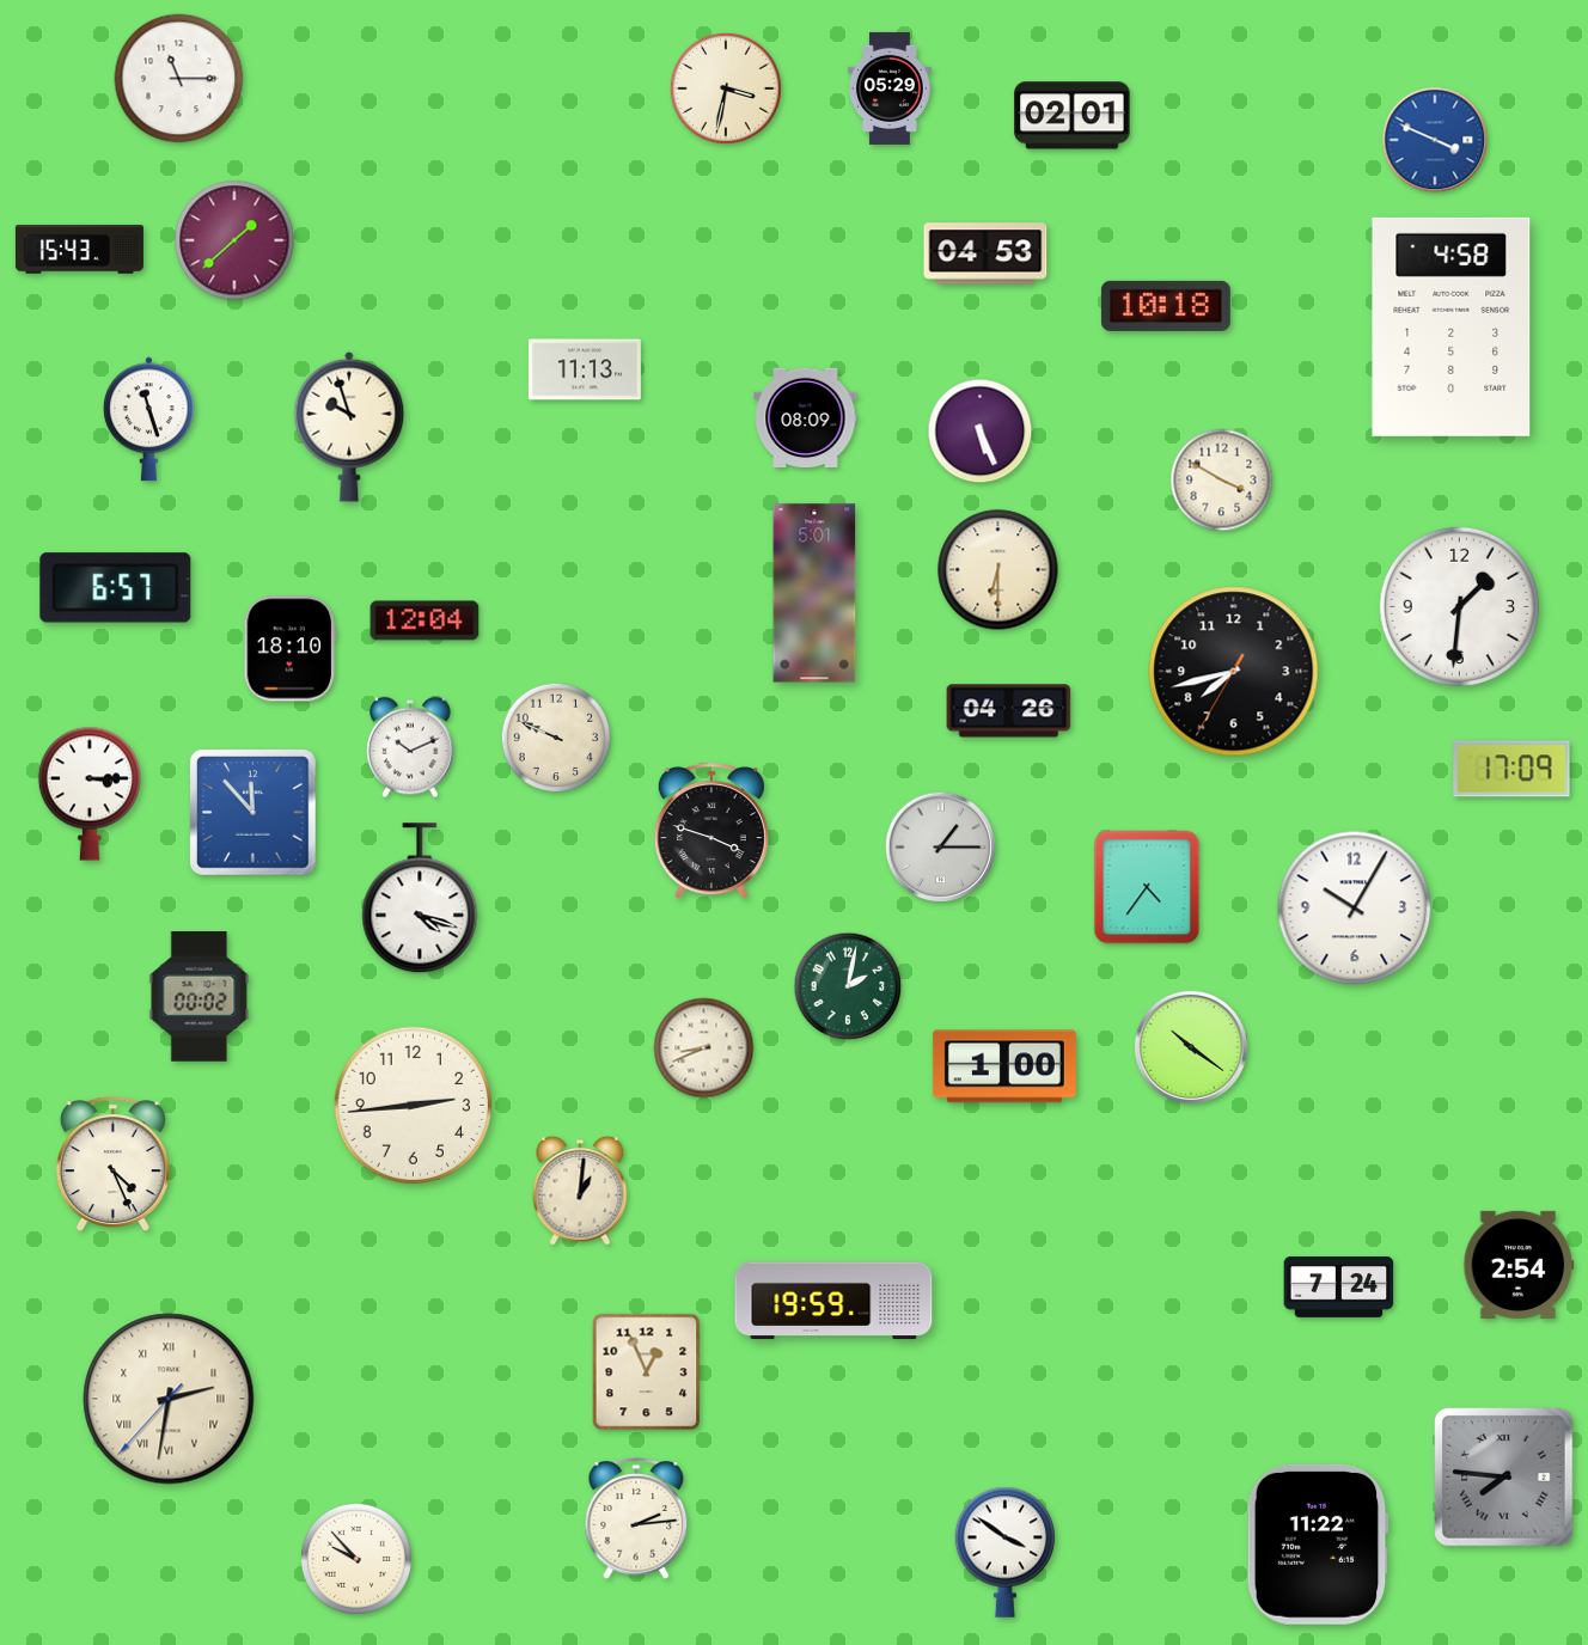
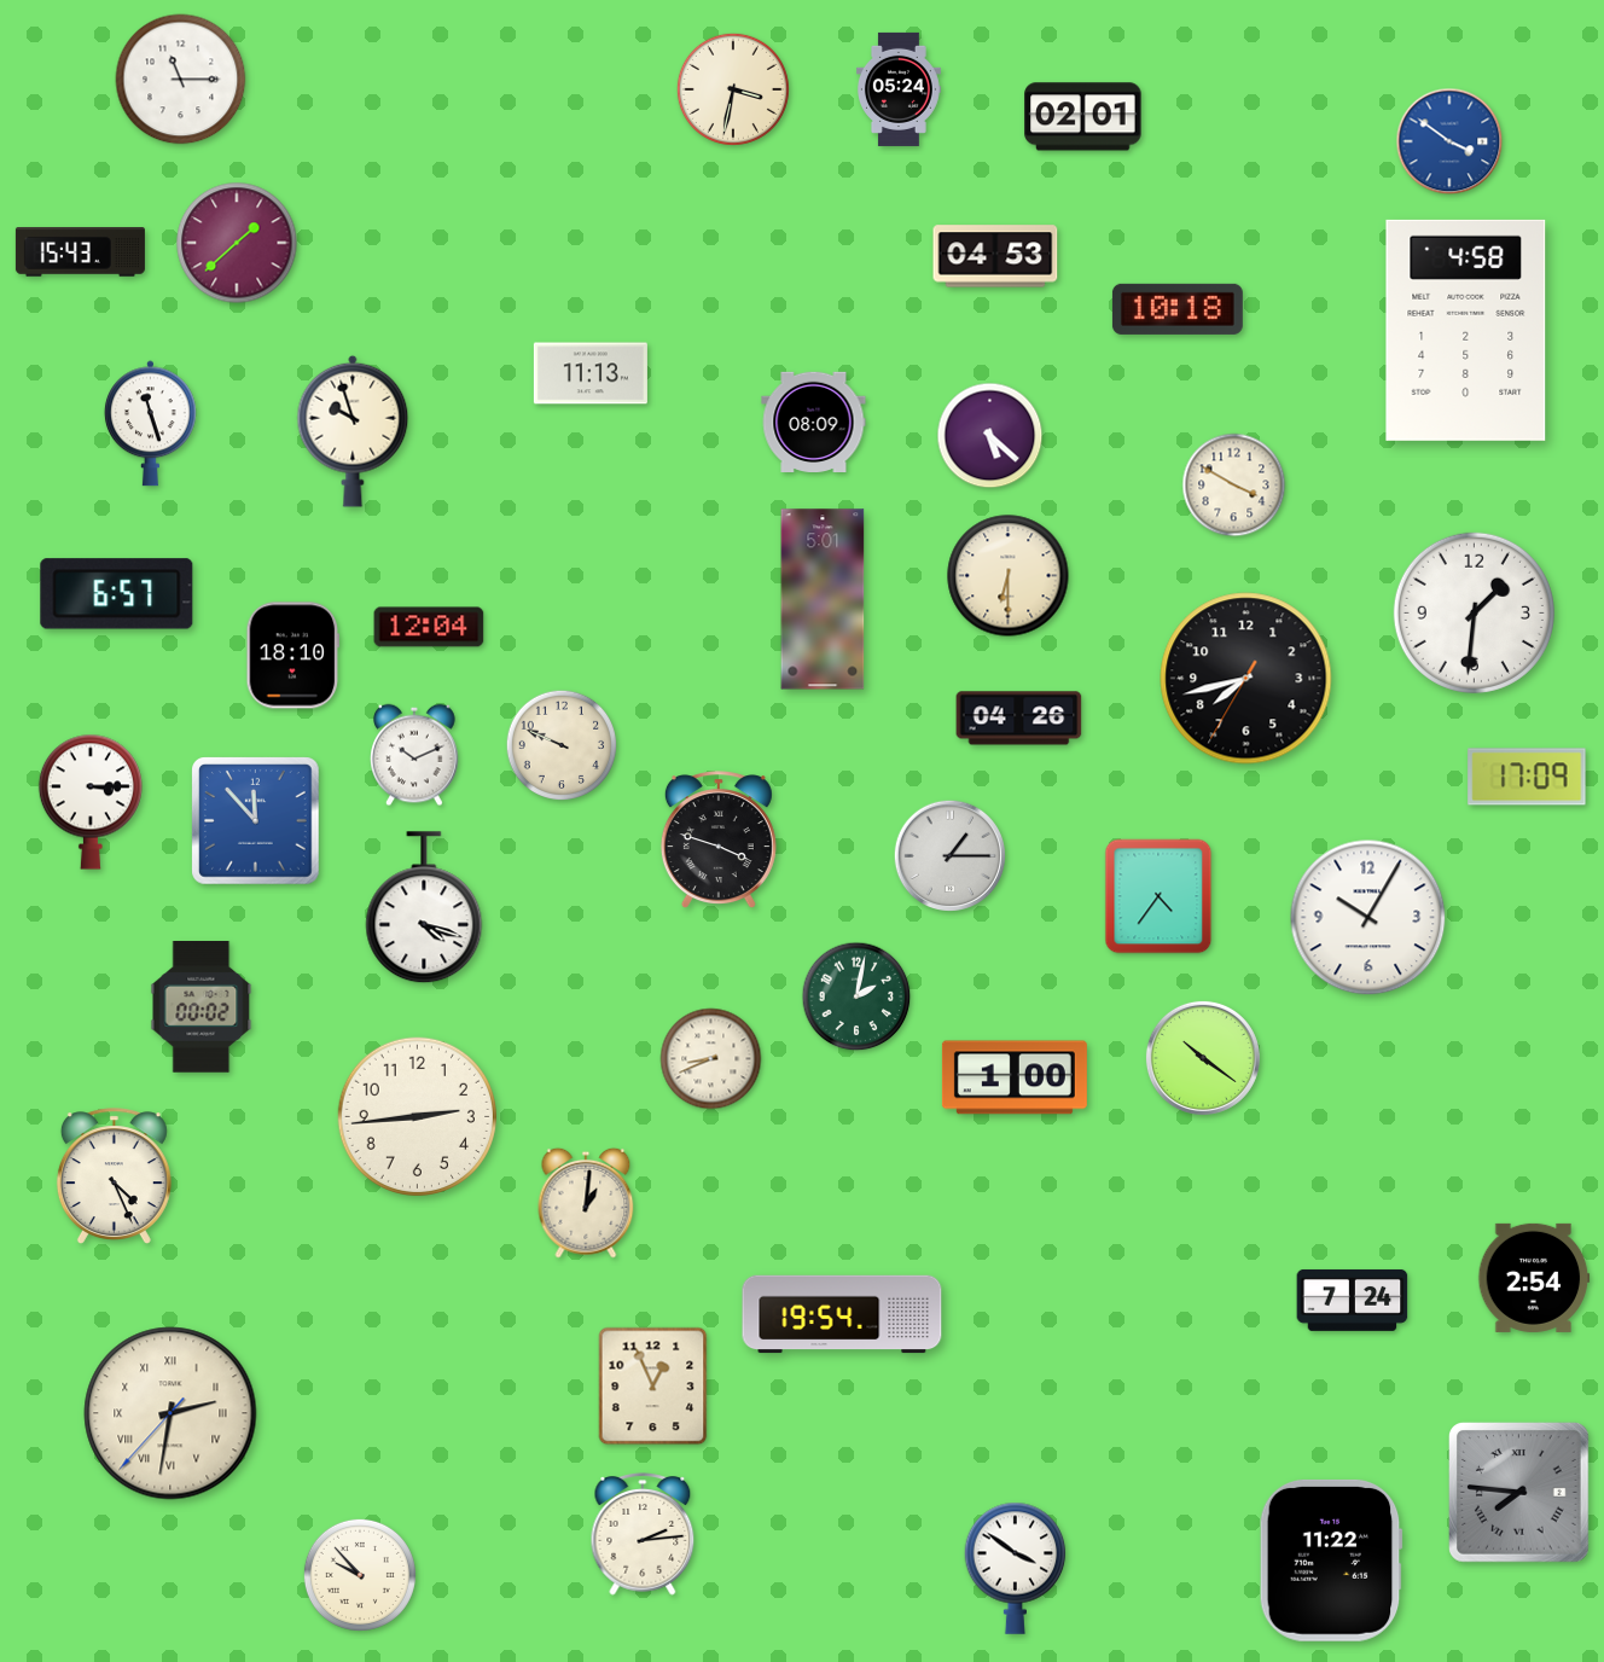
clock at (890, 88): 05:29 -> 05:24
clock at (1435, 140): 3:49 -> 3:51
clock at (981, 432): 5:26 -> 5:22
clock at (833, 1301): 19:59 -> 19:54
